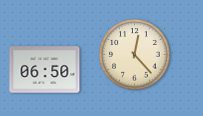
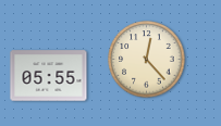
clock at (45, 70): 06:50 -> 05:55
